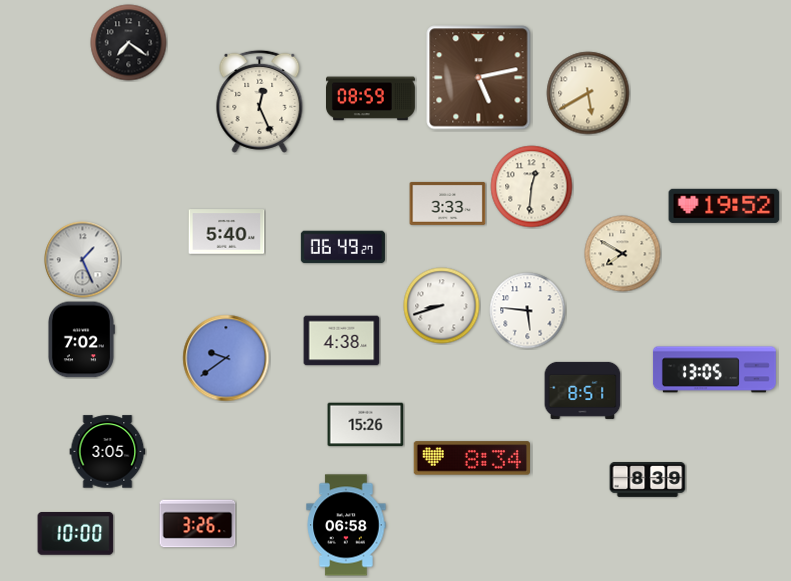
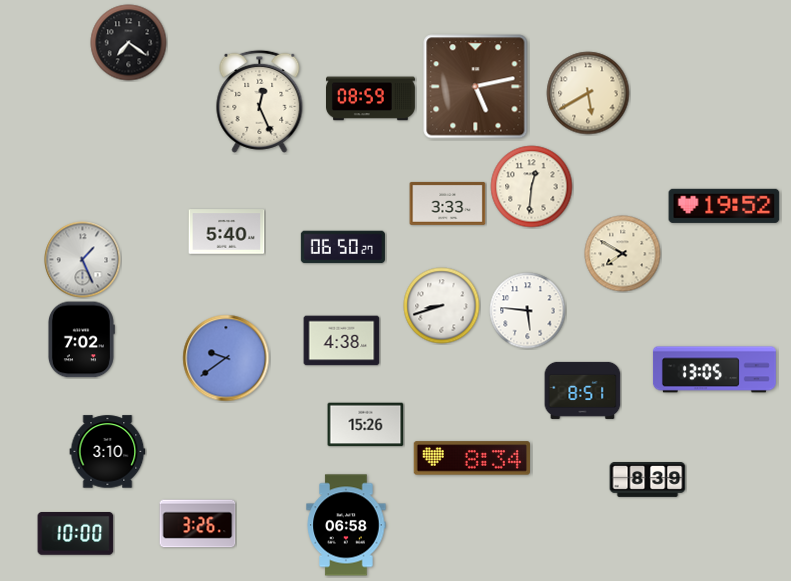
clock at (479, 78) position: (479, 78) -> (476, 87)
clock at (343, 247): 06:49 -> 06:50
clock at (108, 452): 3:05 -> 3:10
